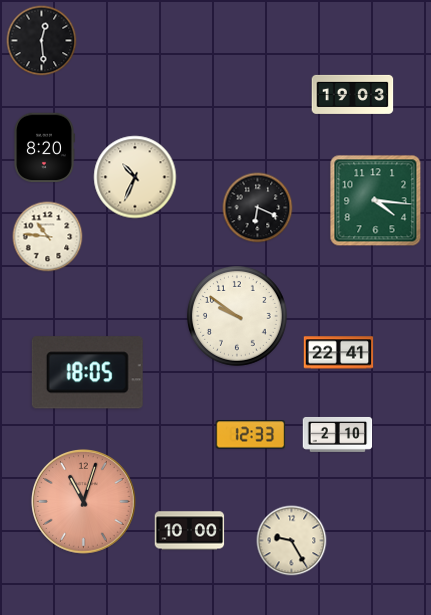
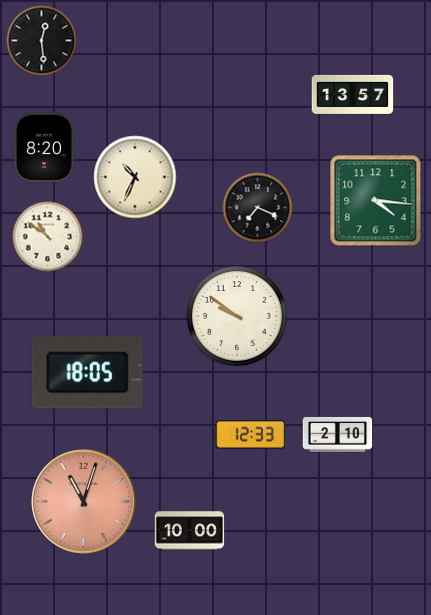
clock at (353, 94): 19:03 -> 13:57
clock at (258, 208): 6:19 -> 7:19
clock at (48, 237): 10:46 -> 10:51
clock at (339, 353): 22:41 -> none
clock at (292, 541): 9:25 -> none
